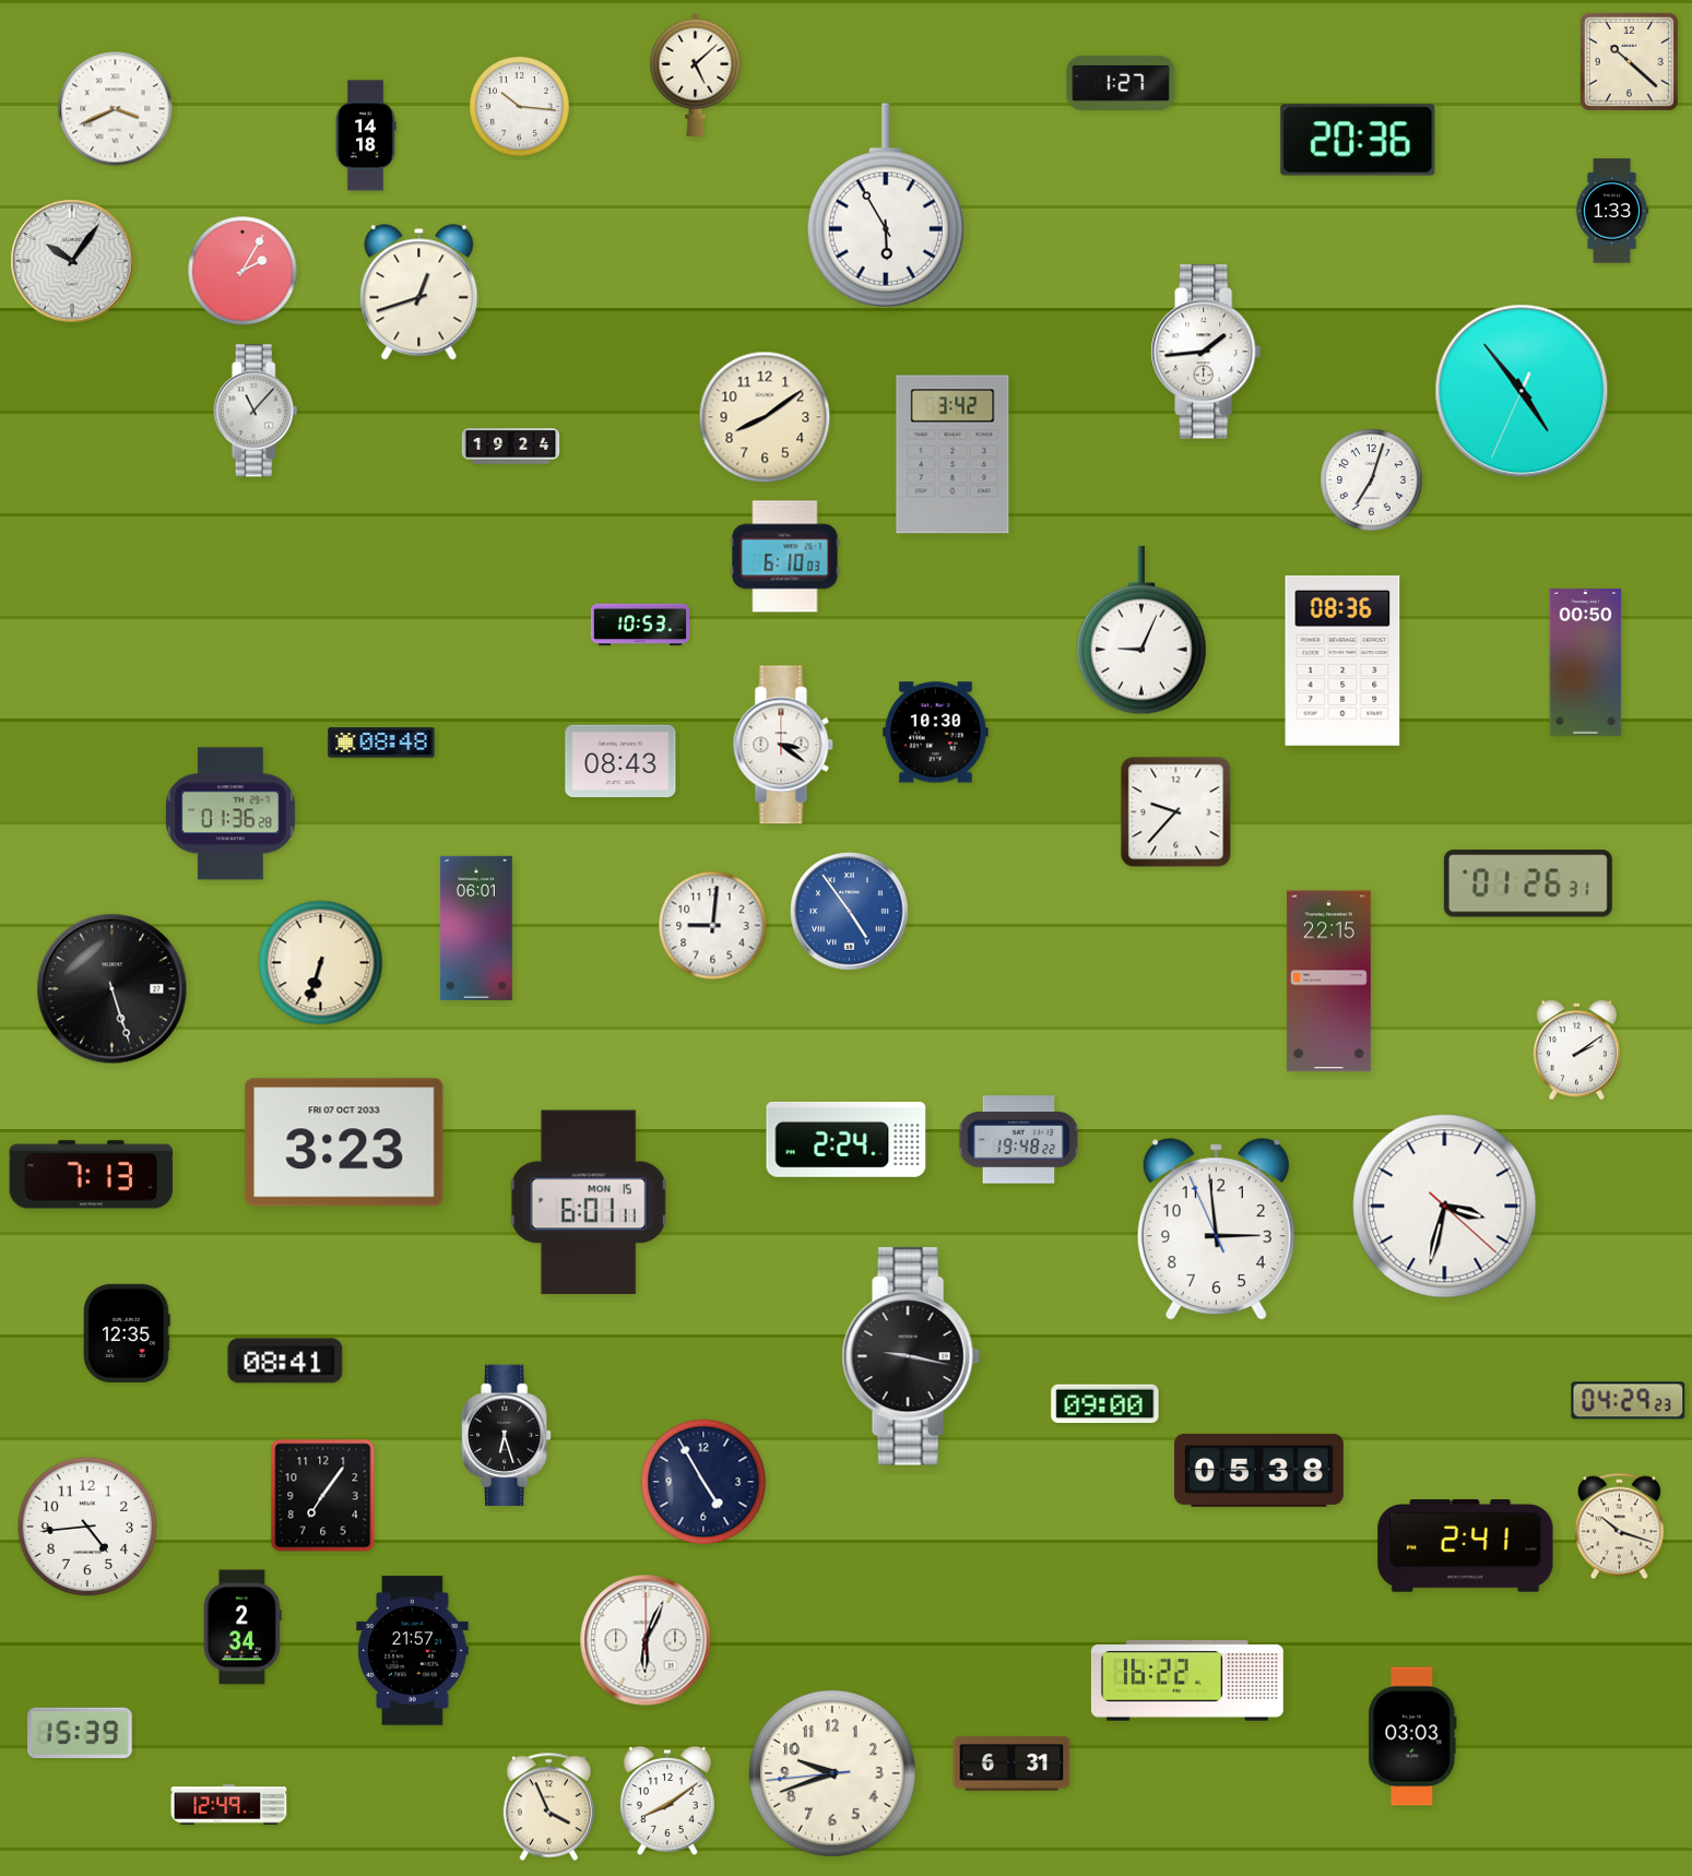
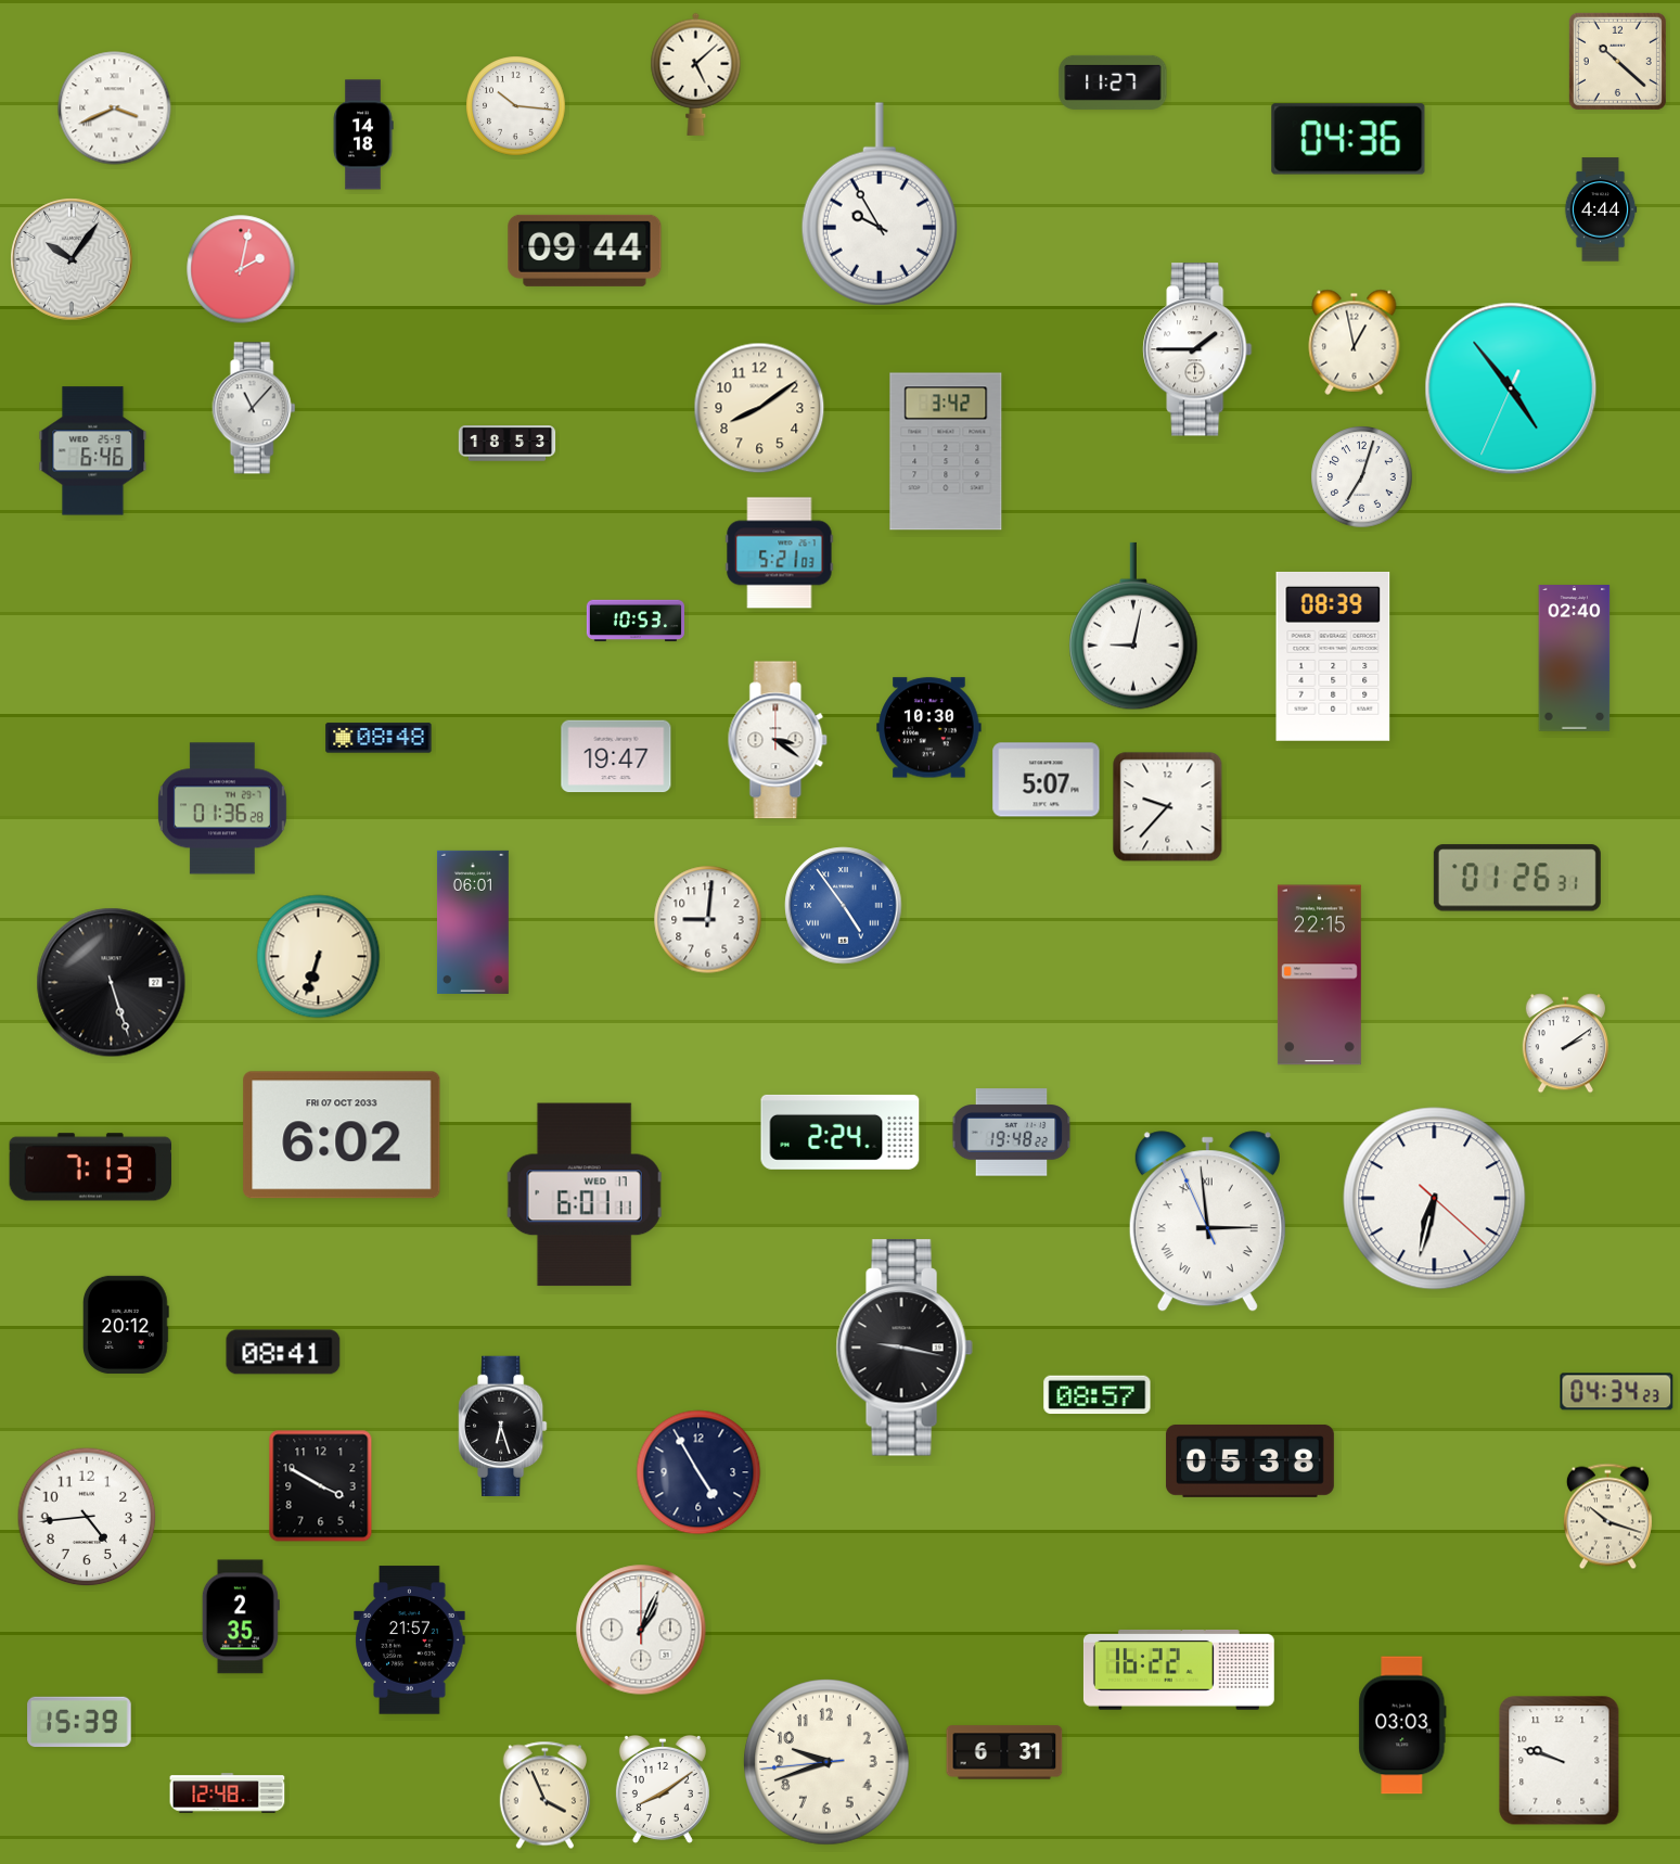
clock at (696, 74) position: (696, 74) -> (696, 74)
clock at (1121, 83): 1:27 -> 11:27
clock at (1358, 140): 20:36 -> 04:36
clock at (886, 205): 5:55 -> 9:55
clock at (1612, 211): 1:33 -> 4:44
clock at (585, 251): none -> 09:44
clock at (242, 271): 2:05 -> 2:02
clock at (419, 293): 12:42 -> none
clock at (1355, 342): none -> 12:58
clock at (1206, 352): 1:44 -> 1:45
clock at (765, 417) position: (765, 417) -> (759, 408)
clock at (511, 447): 19:24 -> 18:53
clock at (93, 451): none -> 6:46
clock at (785, 557): 6:10 -> 5:21
clock at (1141, 630): 9:04 -> 9:02
clock at (1342, 661): 08:36 -> 08:39
clock at (1586, 663): 00:50 -> 02:40
clock at (620, 761): 08:43 -> 19:47
clock at (1047, 780): none -> 5:07
clock at (230, 814) position: (230, 814) -> (222, 808)
clock at (344, 1142): 3:23 -> 6:02
clock at (589, 1202) date: MON 15 -> WED 17
clock at (1445, 1207): 3:32 -> 6:32
clock at (1216, 1230) numerals: Arabic -> Roman
clock at (128, 1333): 12:35 -> 20:12
clock at (1629, 1401): 04:29 -> 04:34
clock at (1105, 1404): 09:00 -> 08:57
clock at (323, 1496): 7:06 -> 3:50
clock at (1466, 1546): 2:41 -> none
clock at (242, 1627): 2:34 -> 2:35
clock at (646, 1640): 6:04 -> 1:04
clock at (1560, 1761): none -> 9:48
clock at (229, 1805): 12:49 -> 12:48
